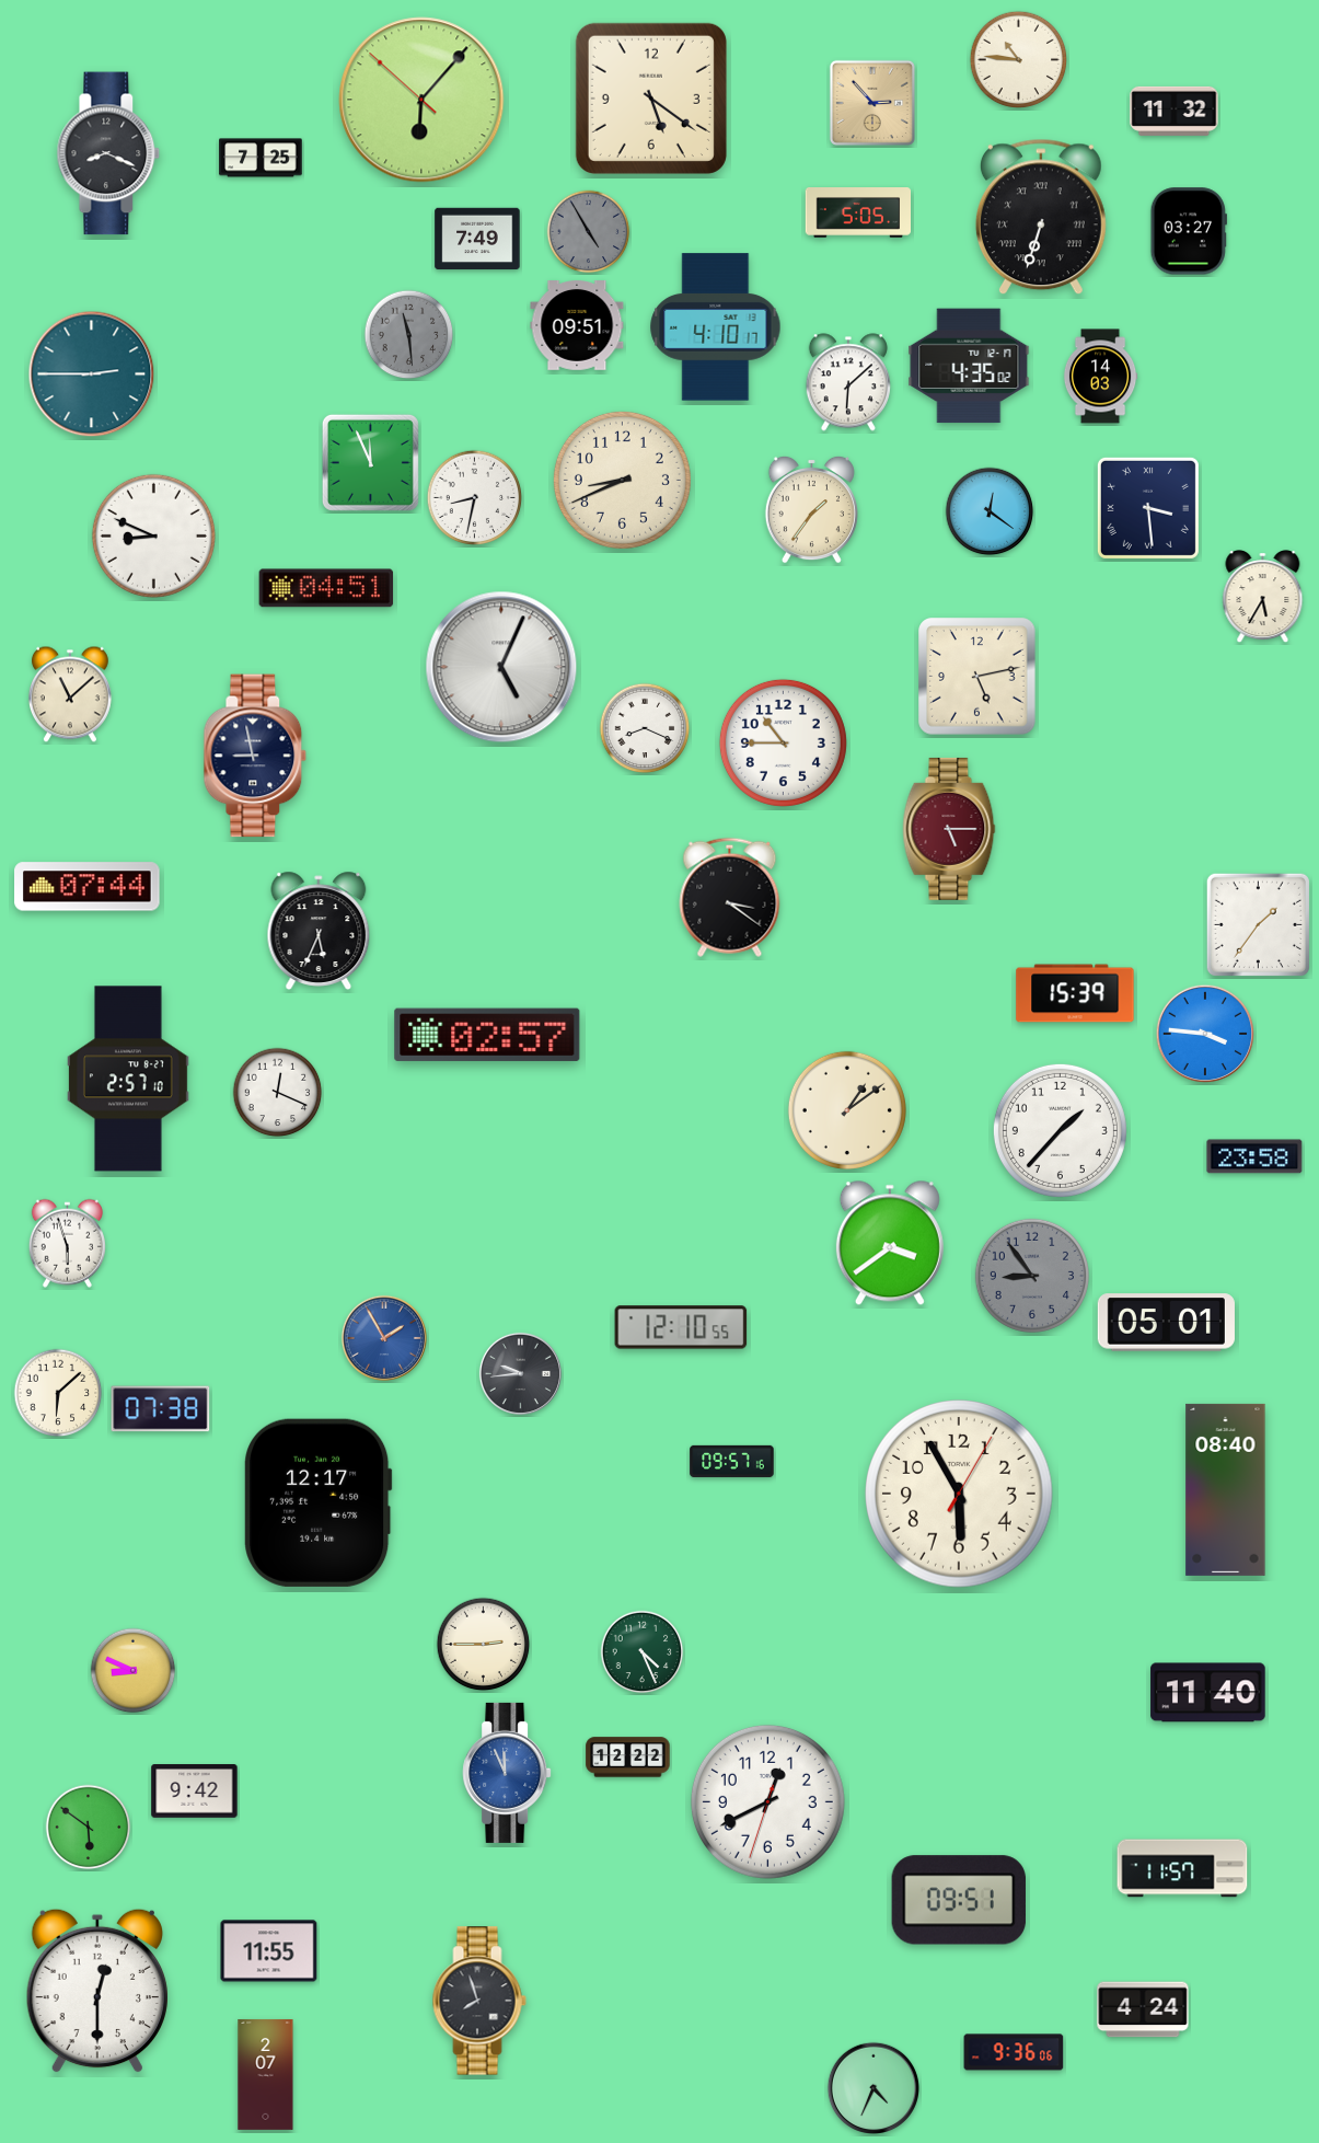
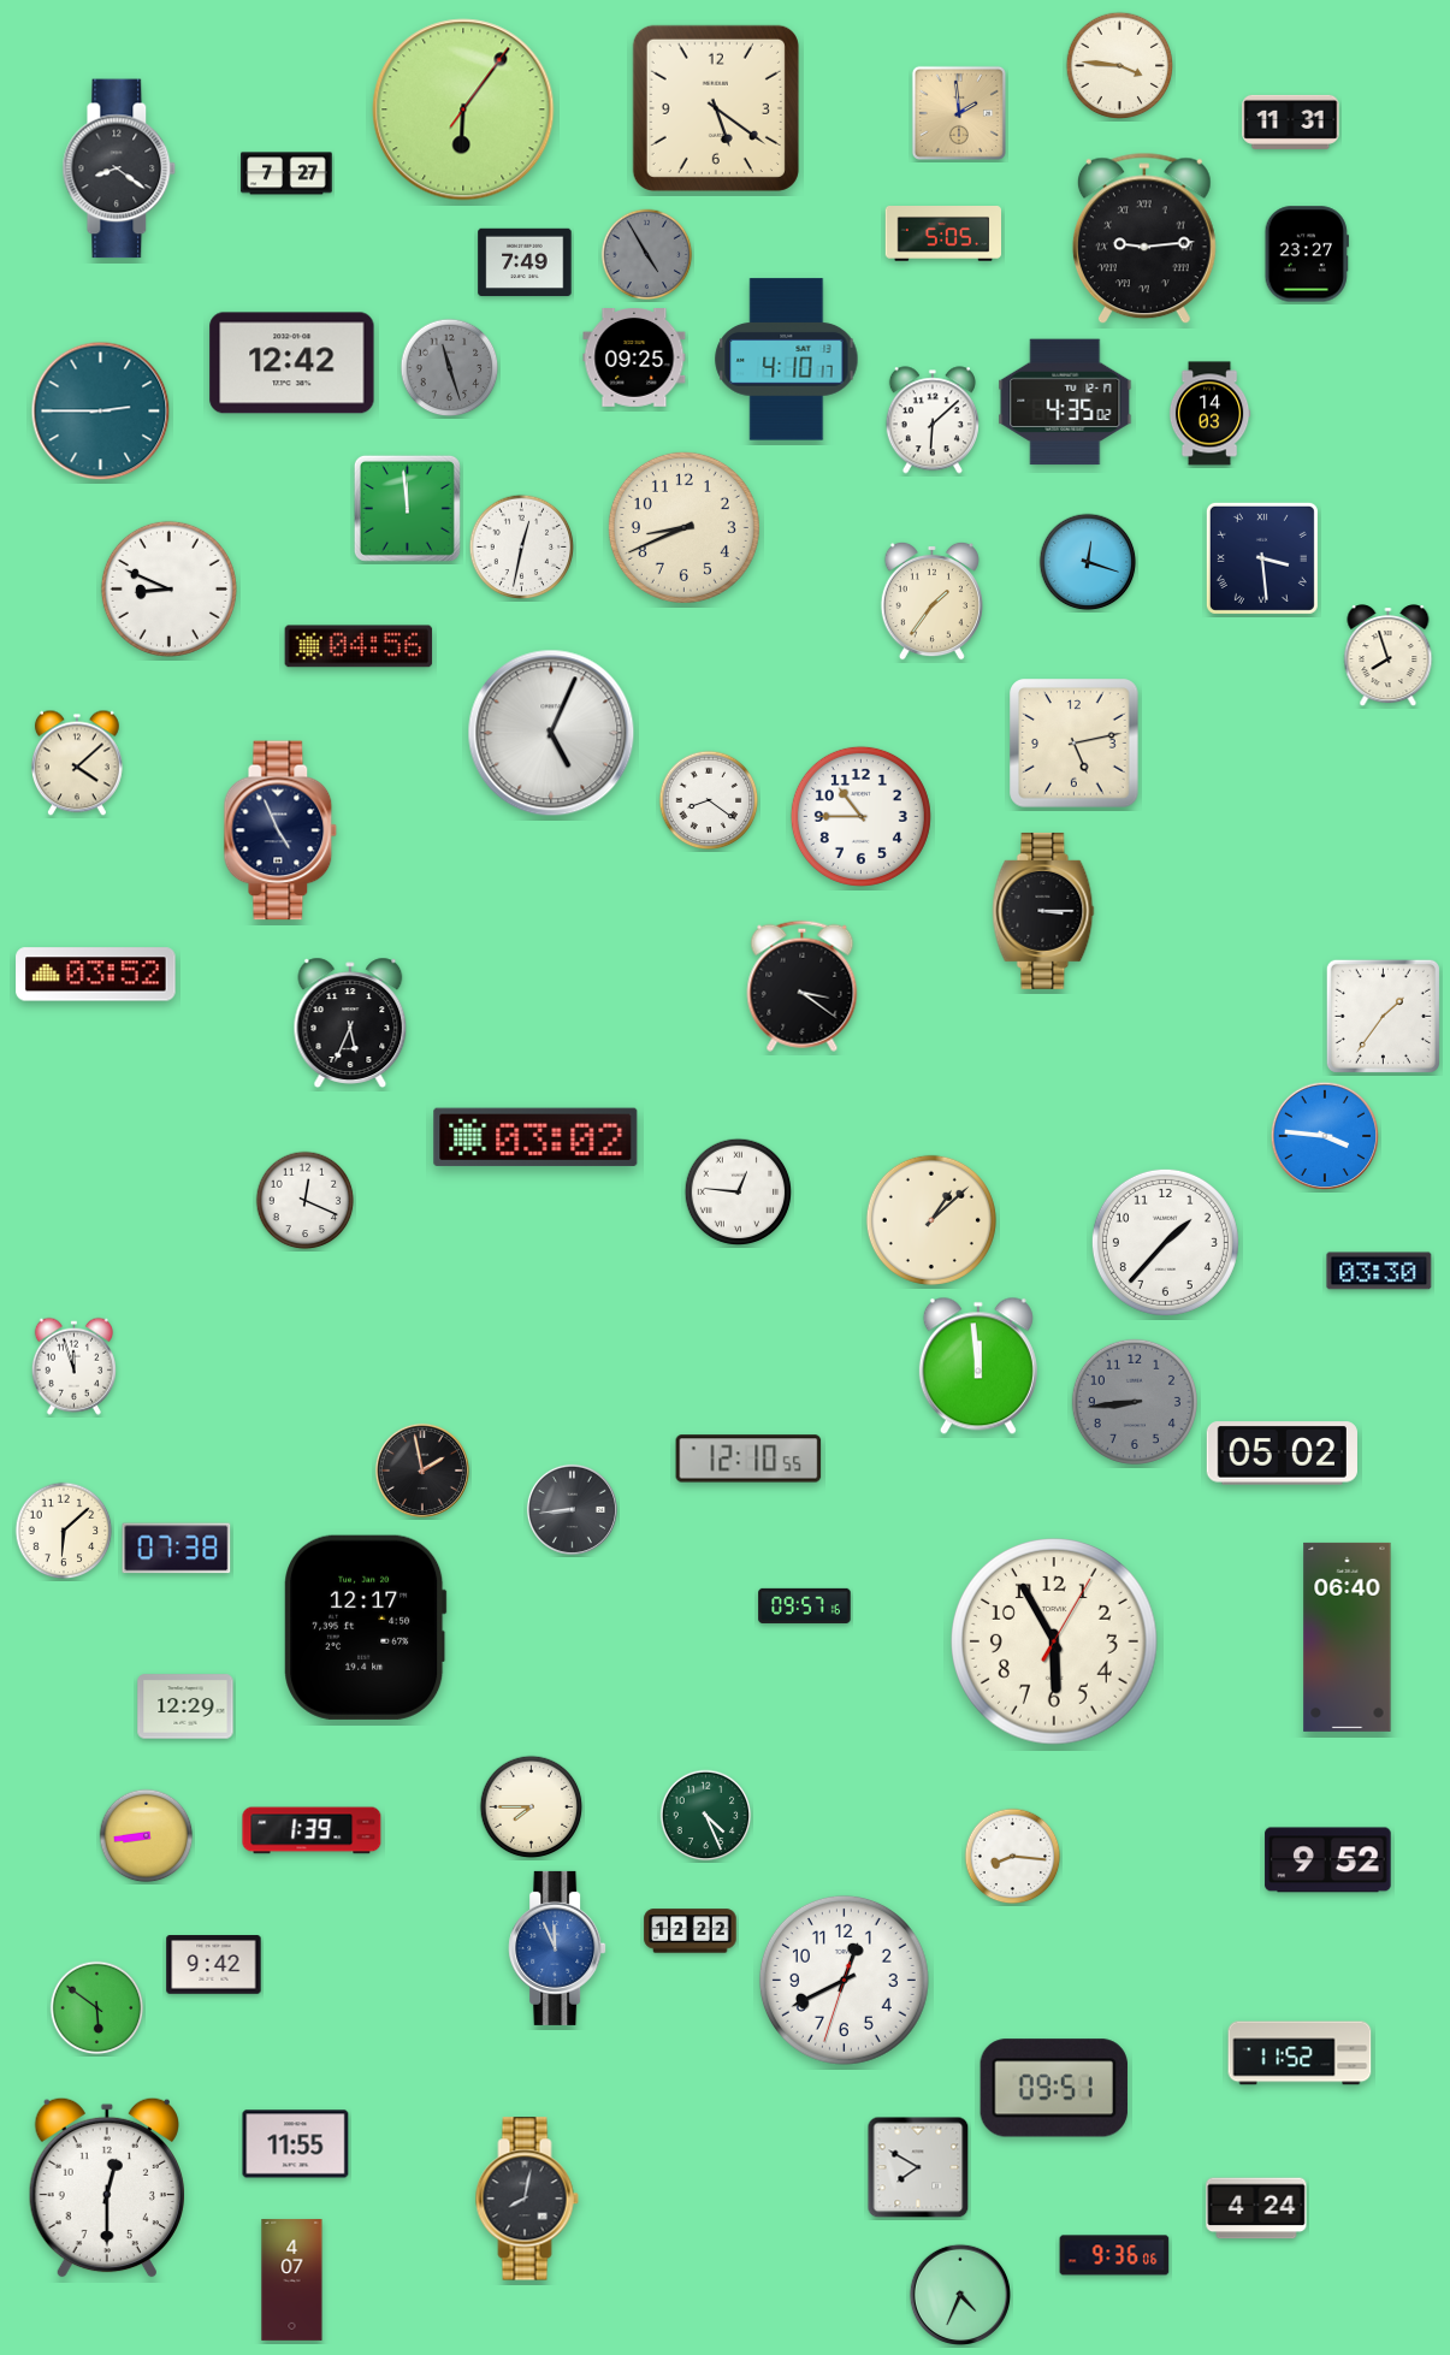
clock at (1019, 60): 10:46 -> 3:46
clock at (421, 100): 6:06:52 -> 6:06:06
clock at (872, 103): 2:53 -> 1:59
clock at (1175, 111): 11:32 -> 11:31
clock at (108, 153): 8:19 -> 8:21
clock at (261, 158): 7:25 -> 7:27
clock at (1041, 217): 6:33 -> 9:14
clock at (1189, 231): 03:27 -> 23:27
clock at (577, 326): 09:51 -> 09:25
clock at (292, 363): none -> 12:42
clock at (409, 335): 11:29 -> 11:27
clock at (370, 462): 11:56 -> 11:59
clock at (475, 498): 8:32 -> 12:32
clock at (811, 509) position: (811, 509) -> (931, 600)
clock at (990, 511): 12:21 -> 12:18
clock at (326, 588): 04:51 -> 04:56
clock at (1263, 597): 5:35 -> 7:57
clock at (70, 694): 11:08 -> 4:08
clock at (645, 728): 8:19 -> 8:21
clock at (255, 756): 8:58 -> 4:56
clock at (949, 829): 5:15 -> 3:15
clock at (949, 829) dial: burgundy -> black
clock at (88, 887): 07:44 -> 03:52
clock at (1075, 993): 15:39 -> none
clock at (487, 1035): 02:57 -> 03:02
clock at (129, 1079): 2:57 -> none
clock at (739, 1193): none -> 12:46
clock at (847, 1110): 1:09 -> 1:08
clock at (1254, 1156): 23:58 -> 03:30
clock at (67, 1243): 5:57 -> 11:57
clock at (890, 1243): 3:39 -> 11:59
clock at (1032, 1276): 8:54 -> 8:44
clock at (1166, 1323): 05:01 -> 05:02
clock at (384, 1338): 1:55 -> 1:58
clock at (384, 1338) dial: blue -> black
clock at (520, 1373): 9:44 -> 8:44
clock at (1226, 1489): 08:40 -> 06:40
clock at (319, 1502) position: (319, 1502) -> (366, 1627)
clock at (185, 1706): none -> 12:29
clock at (484, 1645): 2:45 -> 7:45
clock at (312, 1830): none -> 1:39
clock at (134, 1671): 8:49 -> 8:44
clock at (1013, 1857): none -> 8:16
clock at (1208, 1693): 11:40 -> 9:52
clock at (195, 1791) position: (195, 1791) -> (214, 1965)
clock at (1182, 1868): 11:57 -> 11:52
clock at (918, 2167): none -> 7:50
clock at (479, 2001): 7:57 -> 8:02
clock at (266, 2074): 2:07 -> 4:07
